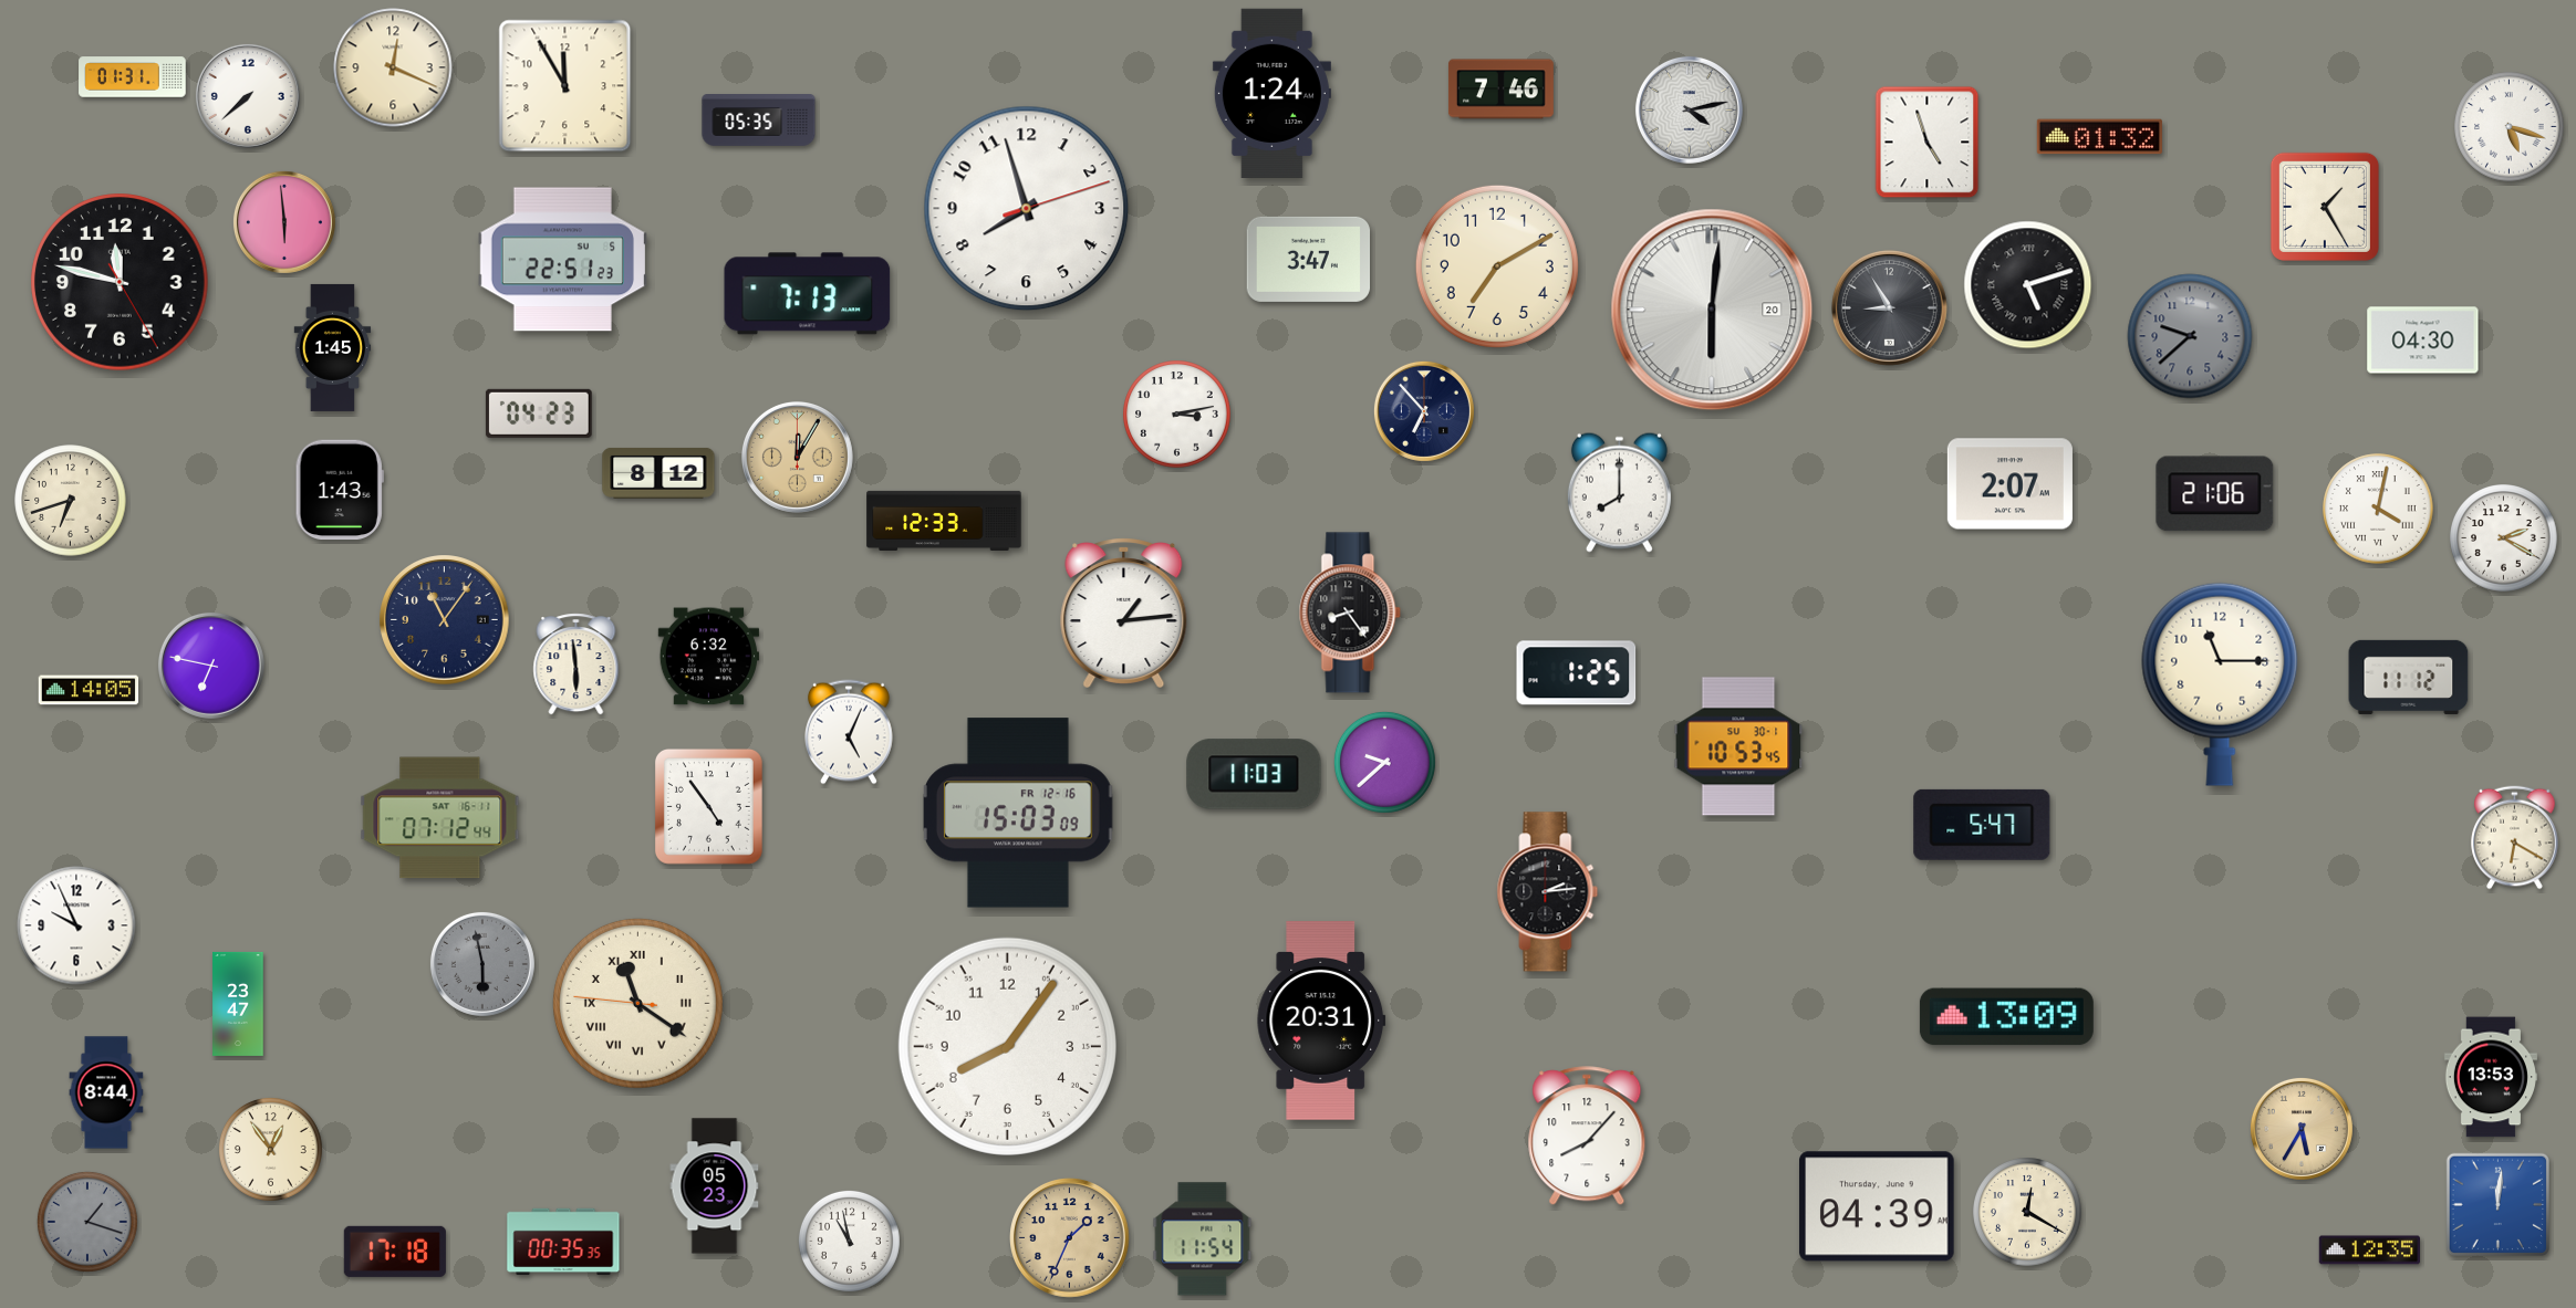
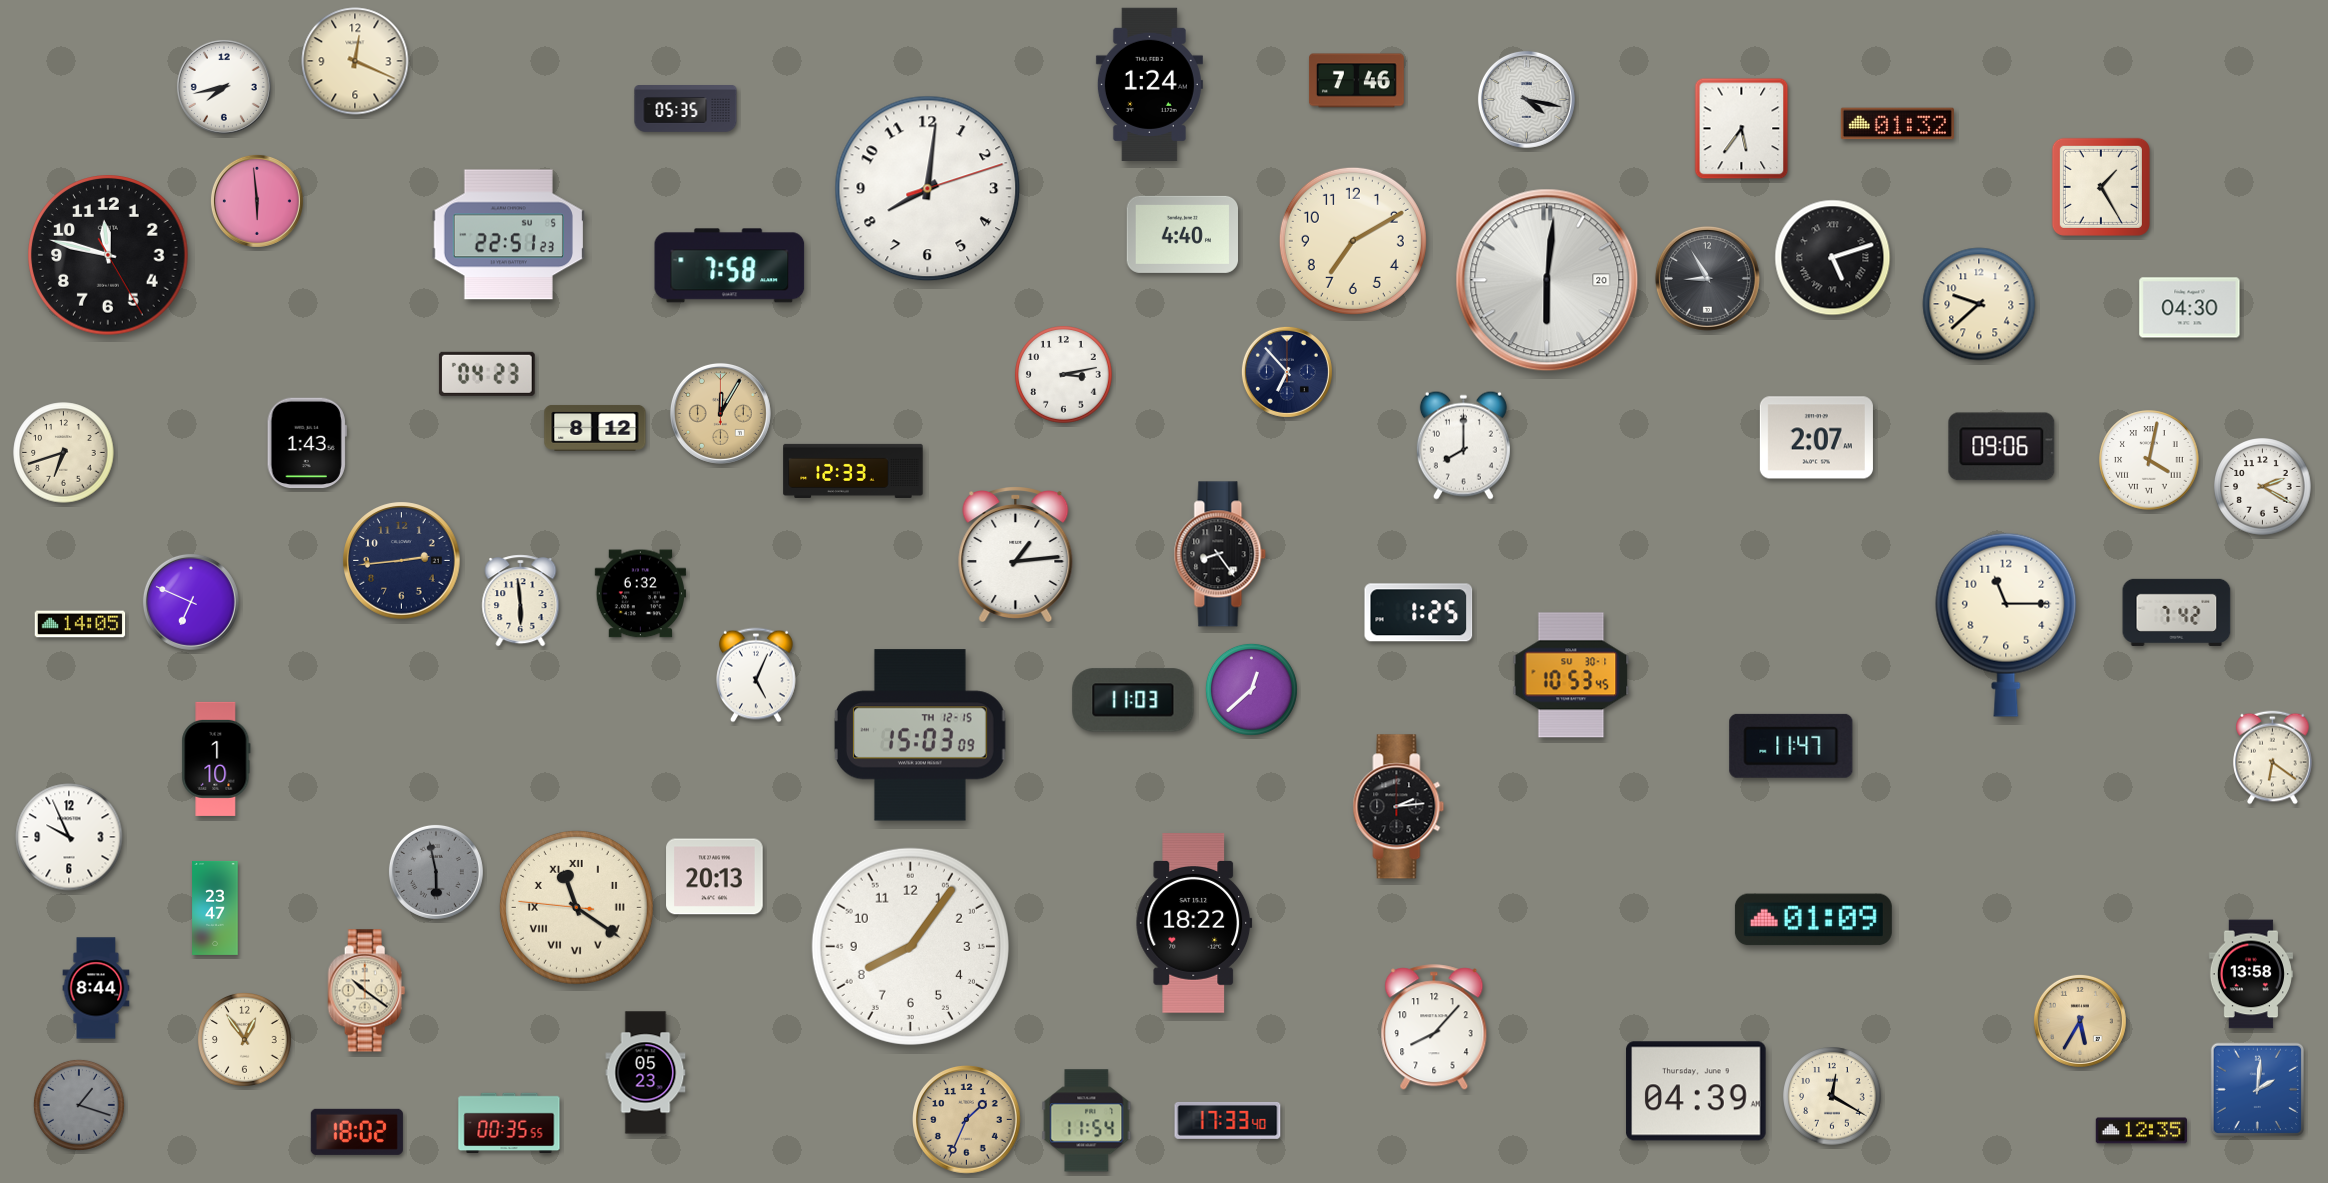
clock at (133, 77): 01:31 -> none
clock at (565, 86): 11:55 -> none
clock at (248, 96): 7:38 -> 7:43
clock at (1689, 109): 4:13 -> 4:17
clock at (2510, 127): 5:18 -> none
clock at (1928, 143): 4:57 -> 5:36
clock at (1027, 209): 7:57 -> 8:01
clock at (1309, 259): 3:47 -> 4:40
clock at (808, 294): 7:13 -> 7:58
clock at (2190, 336) dial: grey -> cream
clock at (333, 347): 1:45 -> none
clock at (2215, 494): 21:06 -> 09:06
clock at (445, 620): 11:06 -> 2:44
clock at (211, 666): 6:47 -> 6:49
clock at (1577, 673) position: (1577, 673) -> (1419, 613)
clock at (2409, 677): 11:12 -> 7:42
clock at (2220, 684) position: (2220, 684) -> (2006, 625)
clock at (850, 732) position: (850, 732) -> (757, 675)
clock at (1384, 762): 9:38 -> 12:38
clock at (708, 806): 4:54 -> none
clock at (1018, 813) date: FR 12-16 -> TH 12-15
clock at (440, 818): 07:12 -> none
clock at (1982, 825): 5:47 -> 11:47
clock at (2515, 838): 6:20 -> 6:21
clock at (216, 759): none -> 1:10
clock at (715, 877): none -> 20:13
clock at (2006, 1017): 13:09 -> 01:09
clock at (1321, 1022): 20:31 -> 18:22
clock at (2491, 1077): 13:53 -> 13:58
clock at (367, 991): none -> 10:21
clock at (2499, 1205): 12:01 -> 2:01
clock at (1228, 1120): none -> 17:33
clock at (849, 1241): 10:58 -> none
clock at (563, 1242): 00:35:35 -> 00:35:55
clock at (395, 1252): 17:18 -> 18:02
